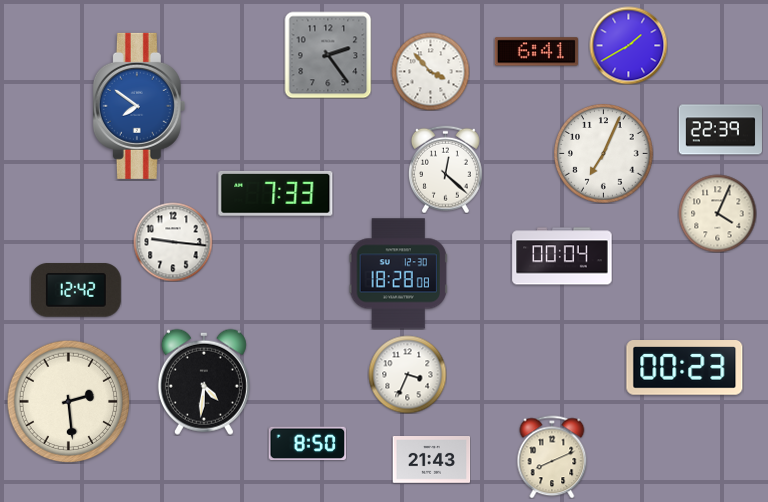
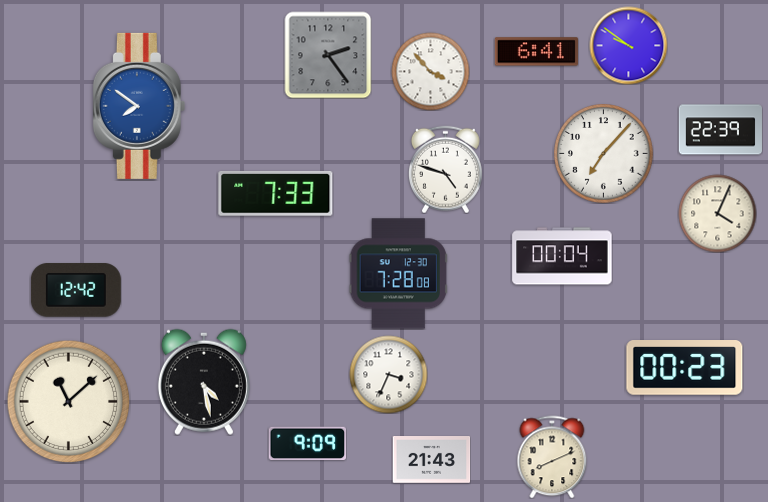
clock at (628, 45): 1:40 -> 9:51
clock at (604, 154): 7:04 -> 7:07
clock at (445, 169): 12:22 -> 4:48
clock at (173, 242): 9:16 -> none
clock at (398, 274): 18:28 -> 7:28
clock at (407, 374) position: (407, 374) -> (388, 374)
clock at (204, 382): 4:31 -> 4:28
clock at (68, 401): 2:29 -> 11:08
clock at (307, 444): 8:50 -> 9:09
